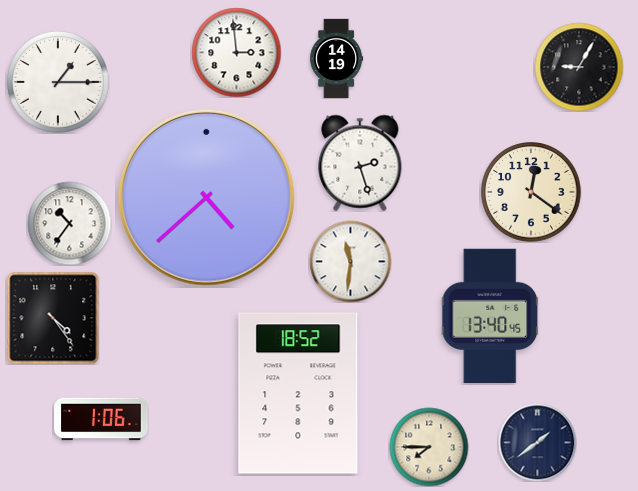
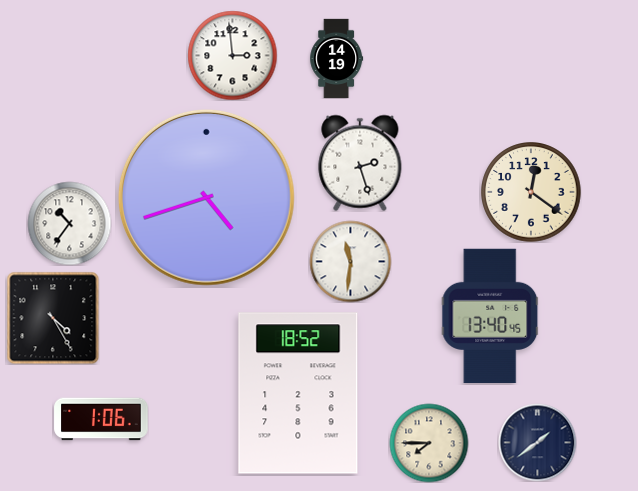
clock at (236, 52) position: (236, 52) -> (232, 55)
clock at (579, 67): 9:05 -> none
clock at (58, 82): 1:15 -> none
clock at (206, 197): 4:38 -> 4:42
clock at (53, 318): 4:24 -> 4:25
clock at (429, 447) position: (429, 447) -> (429, 443)
